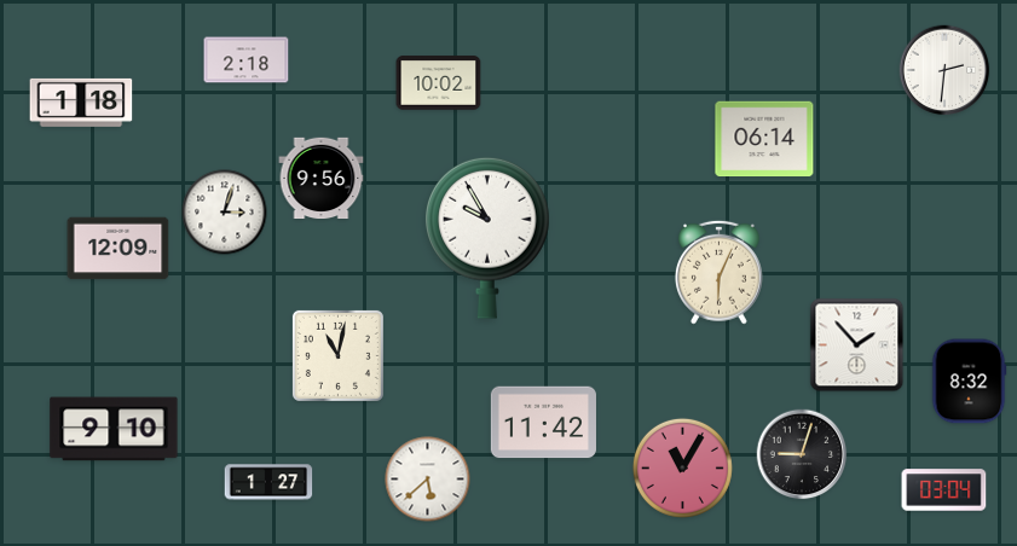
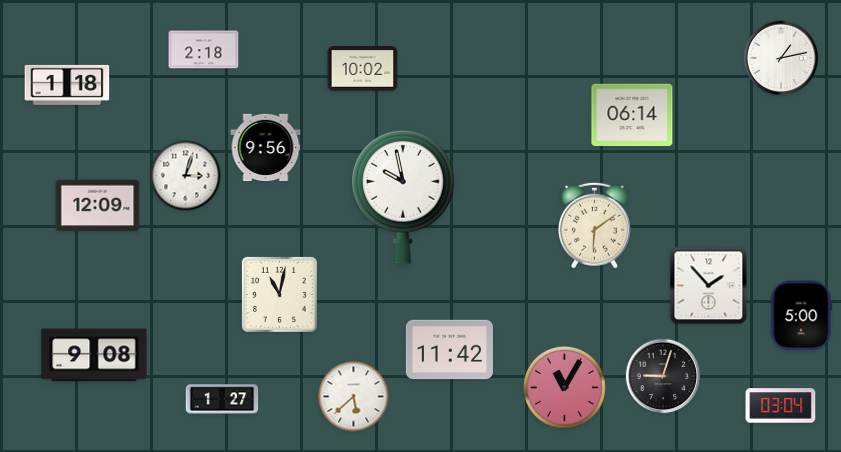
clock at (944, 70): 2:31 -> 1:13
clock at (489, 238): 9:55 -> 9:58
clock at (718, 272): 6:04 -> 6:09
clock at (969, 382): 8:32 -> 5:00
clock at (114, 429): 9:10 -> 9:08
